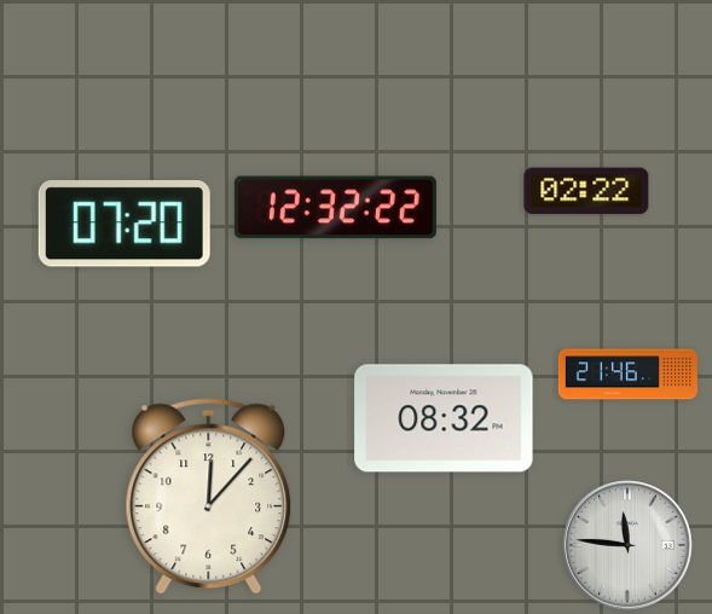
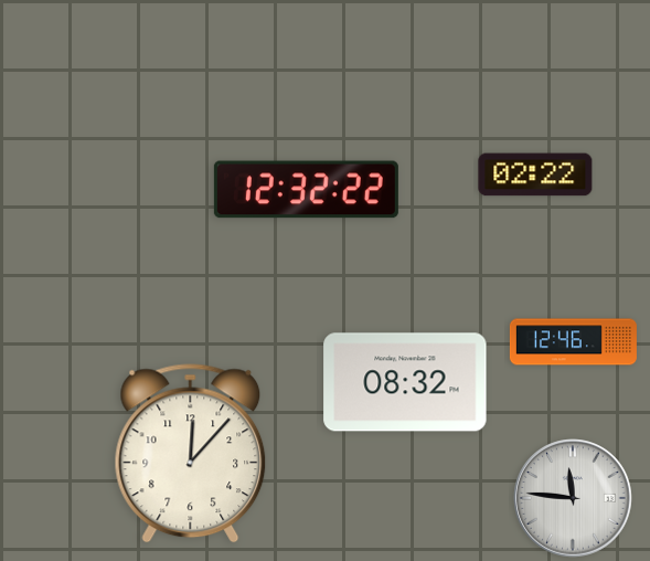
clock at (125, 225): 07:20 -> none
clock at (627, 375): 21:46 -> 12:46
